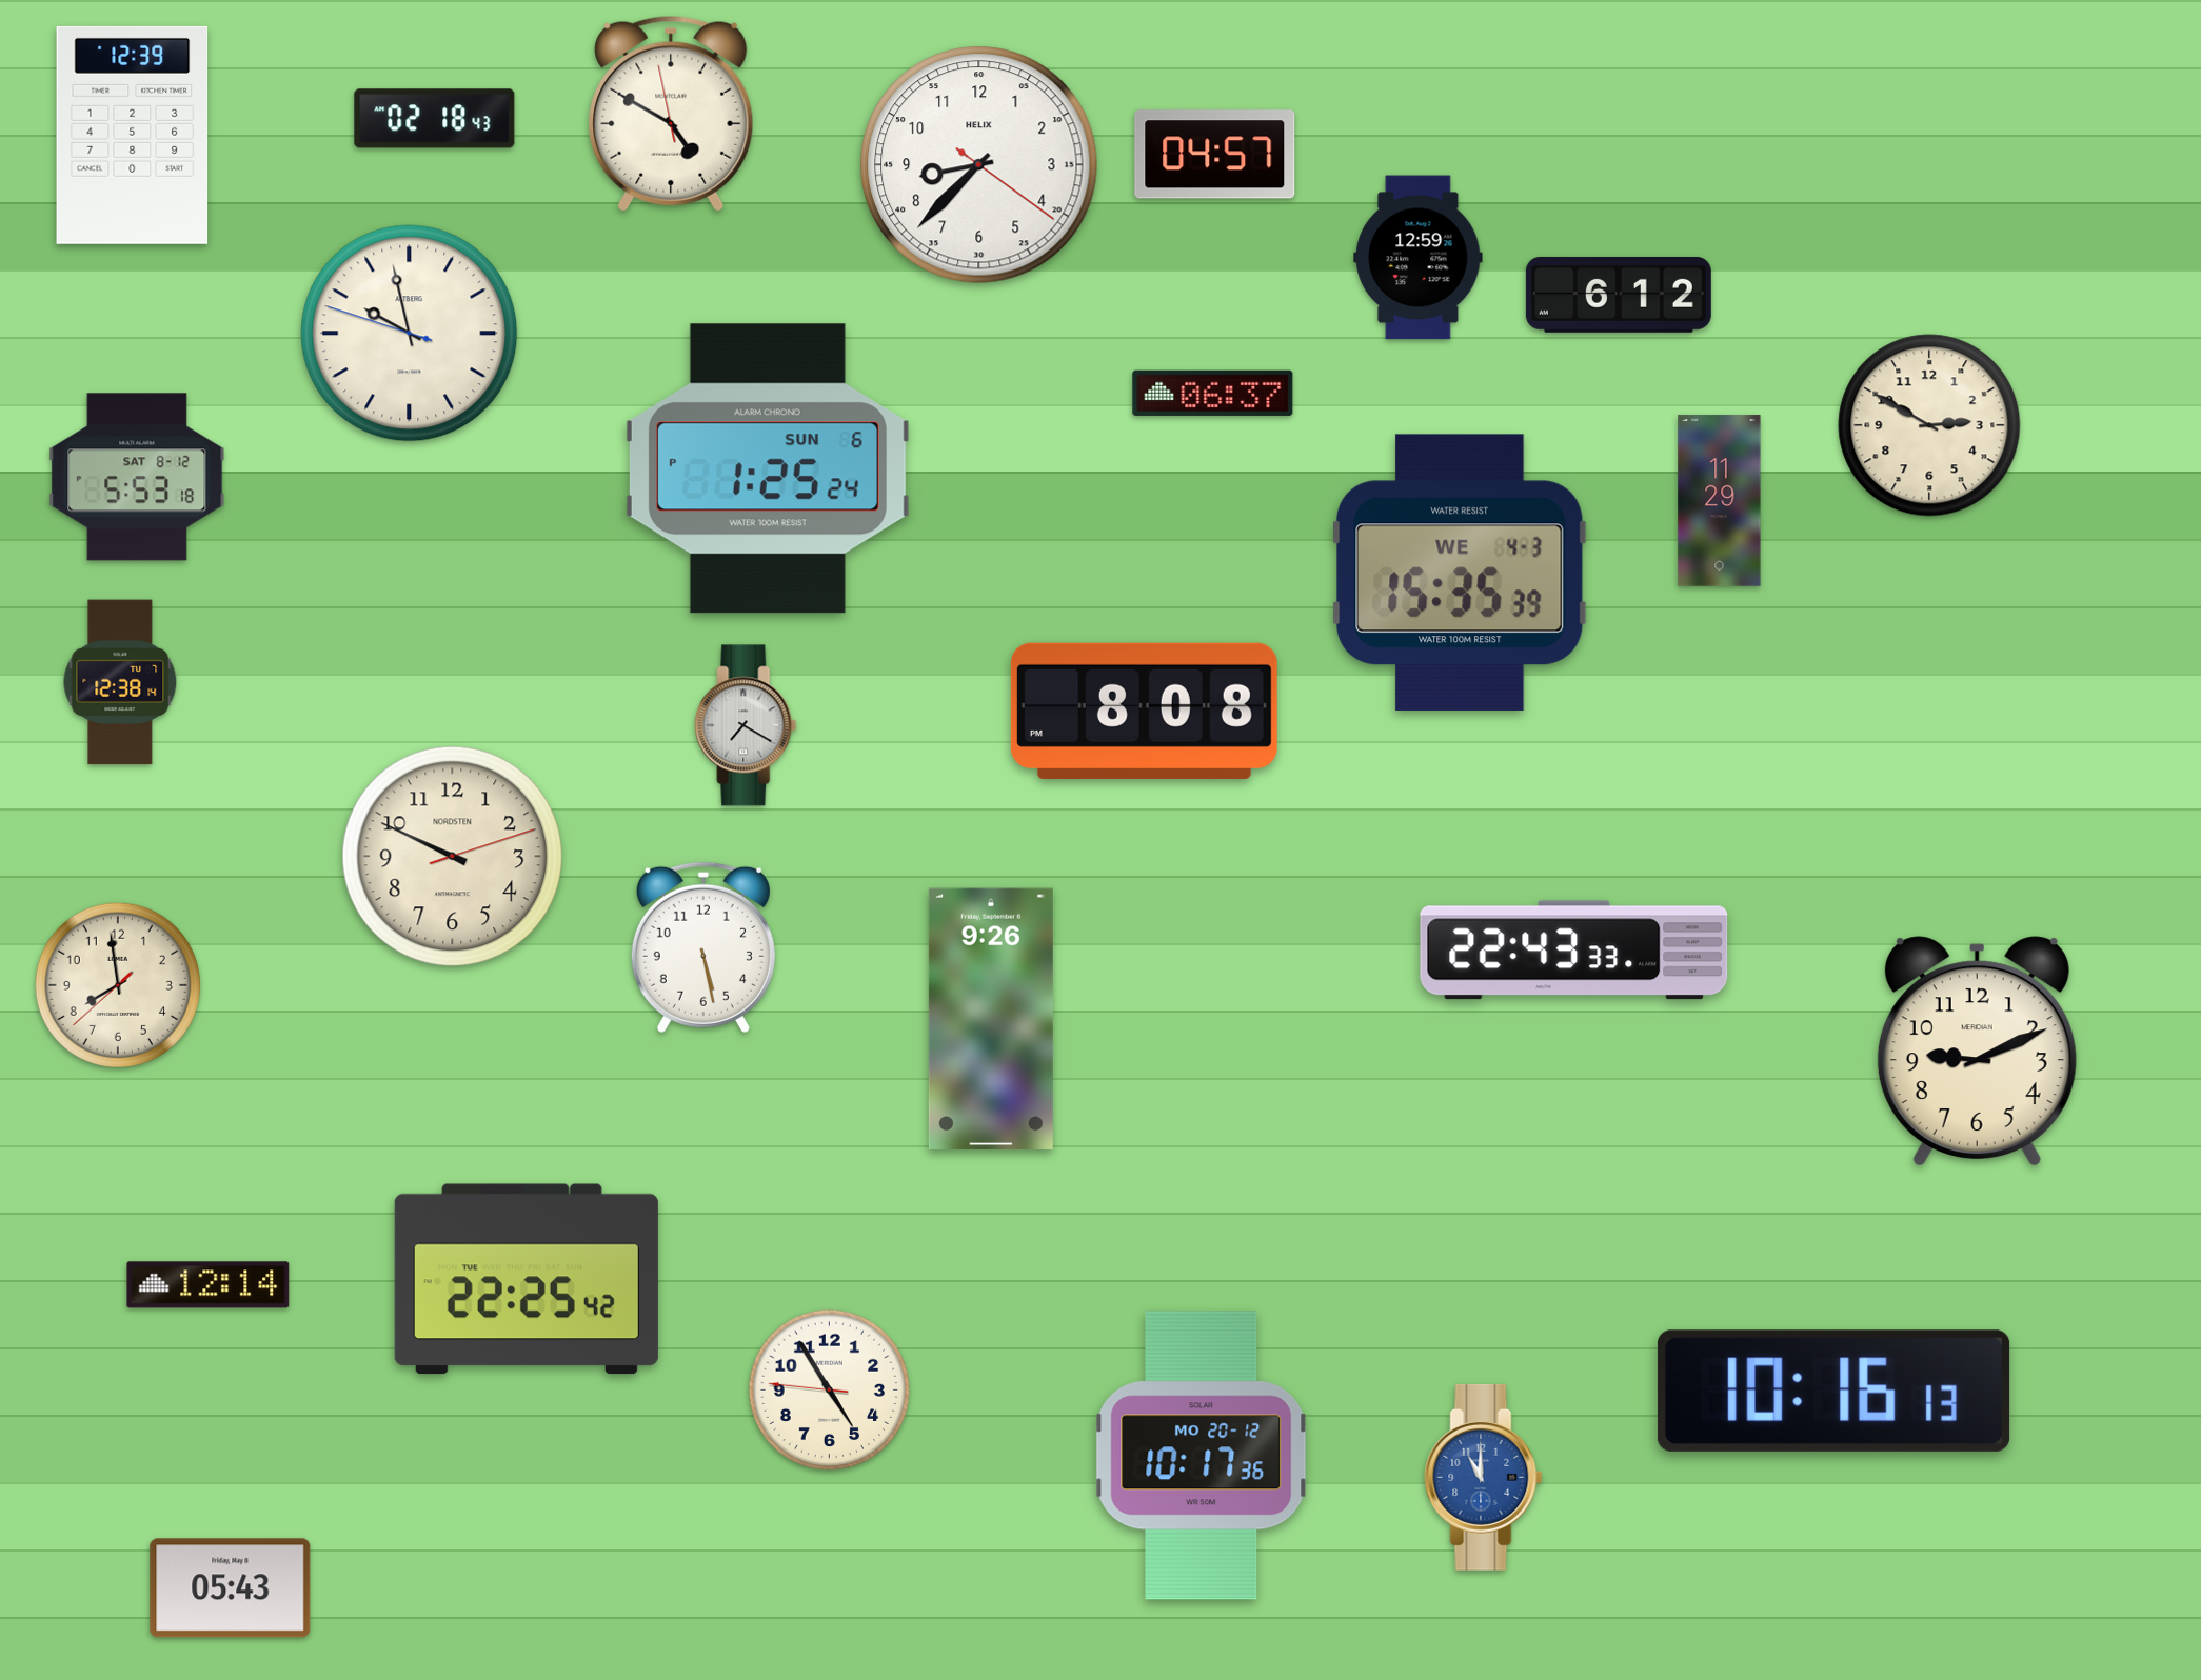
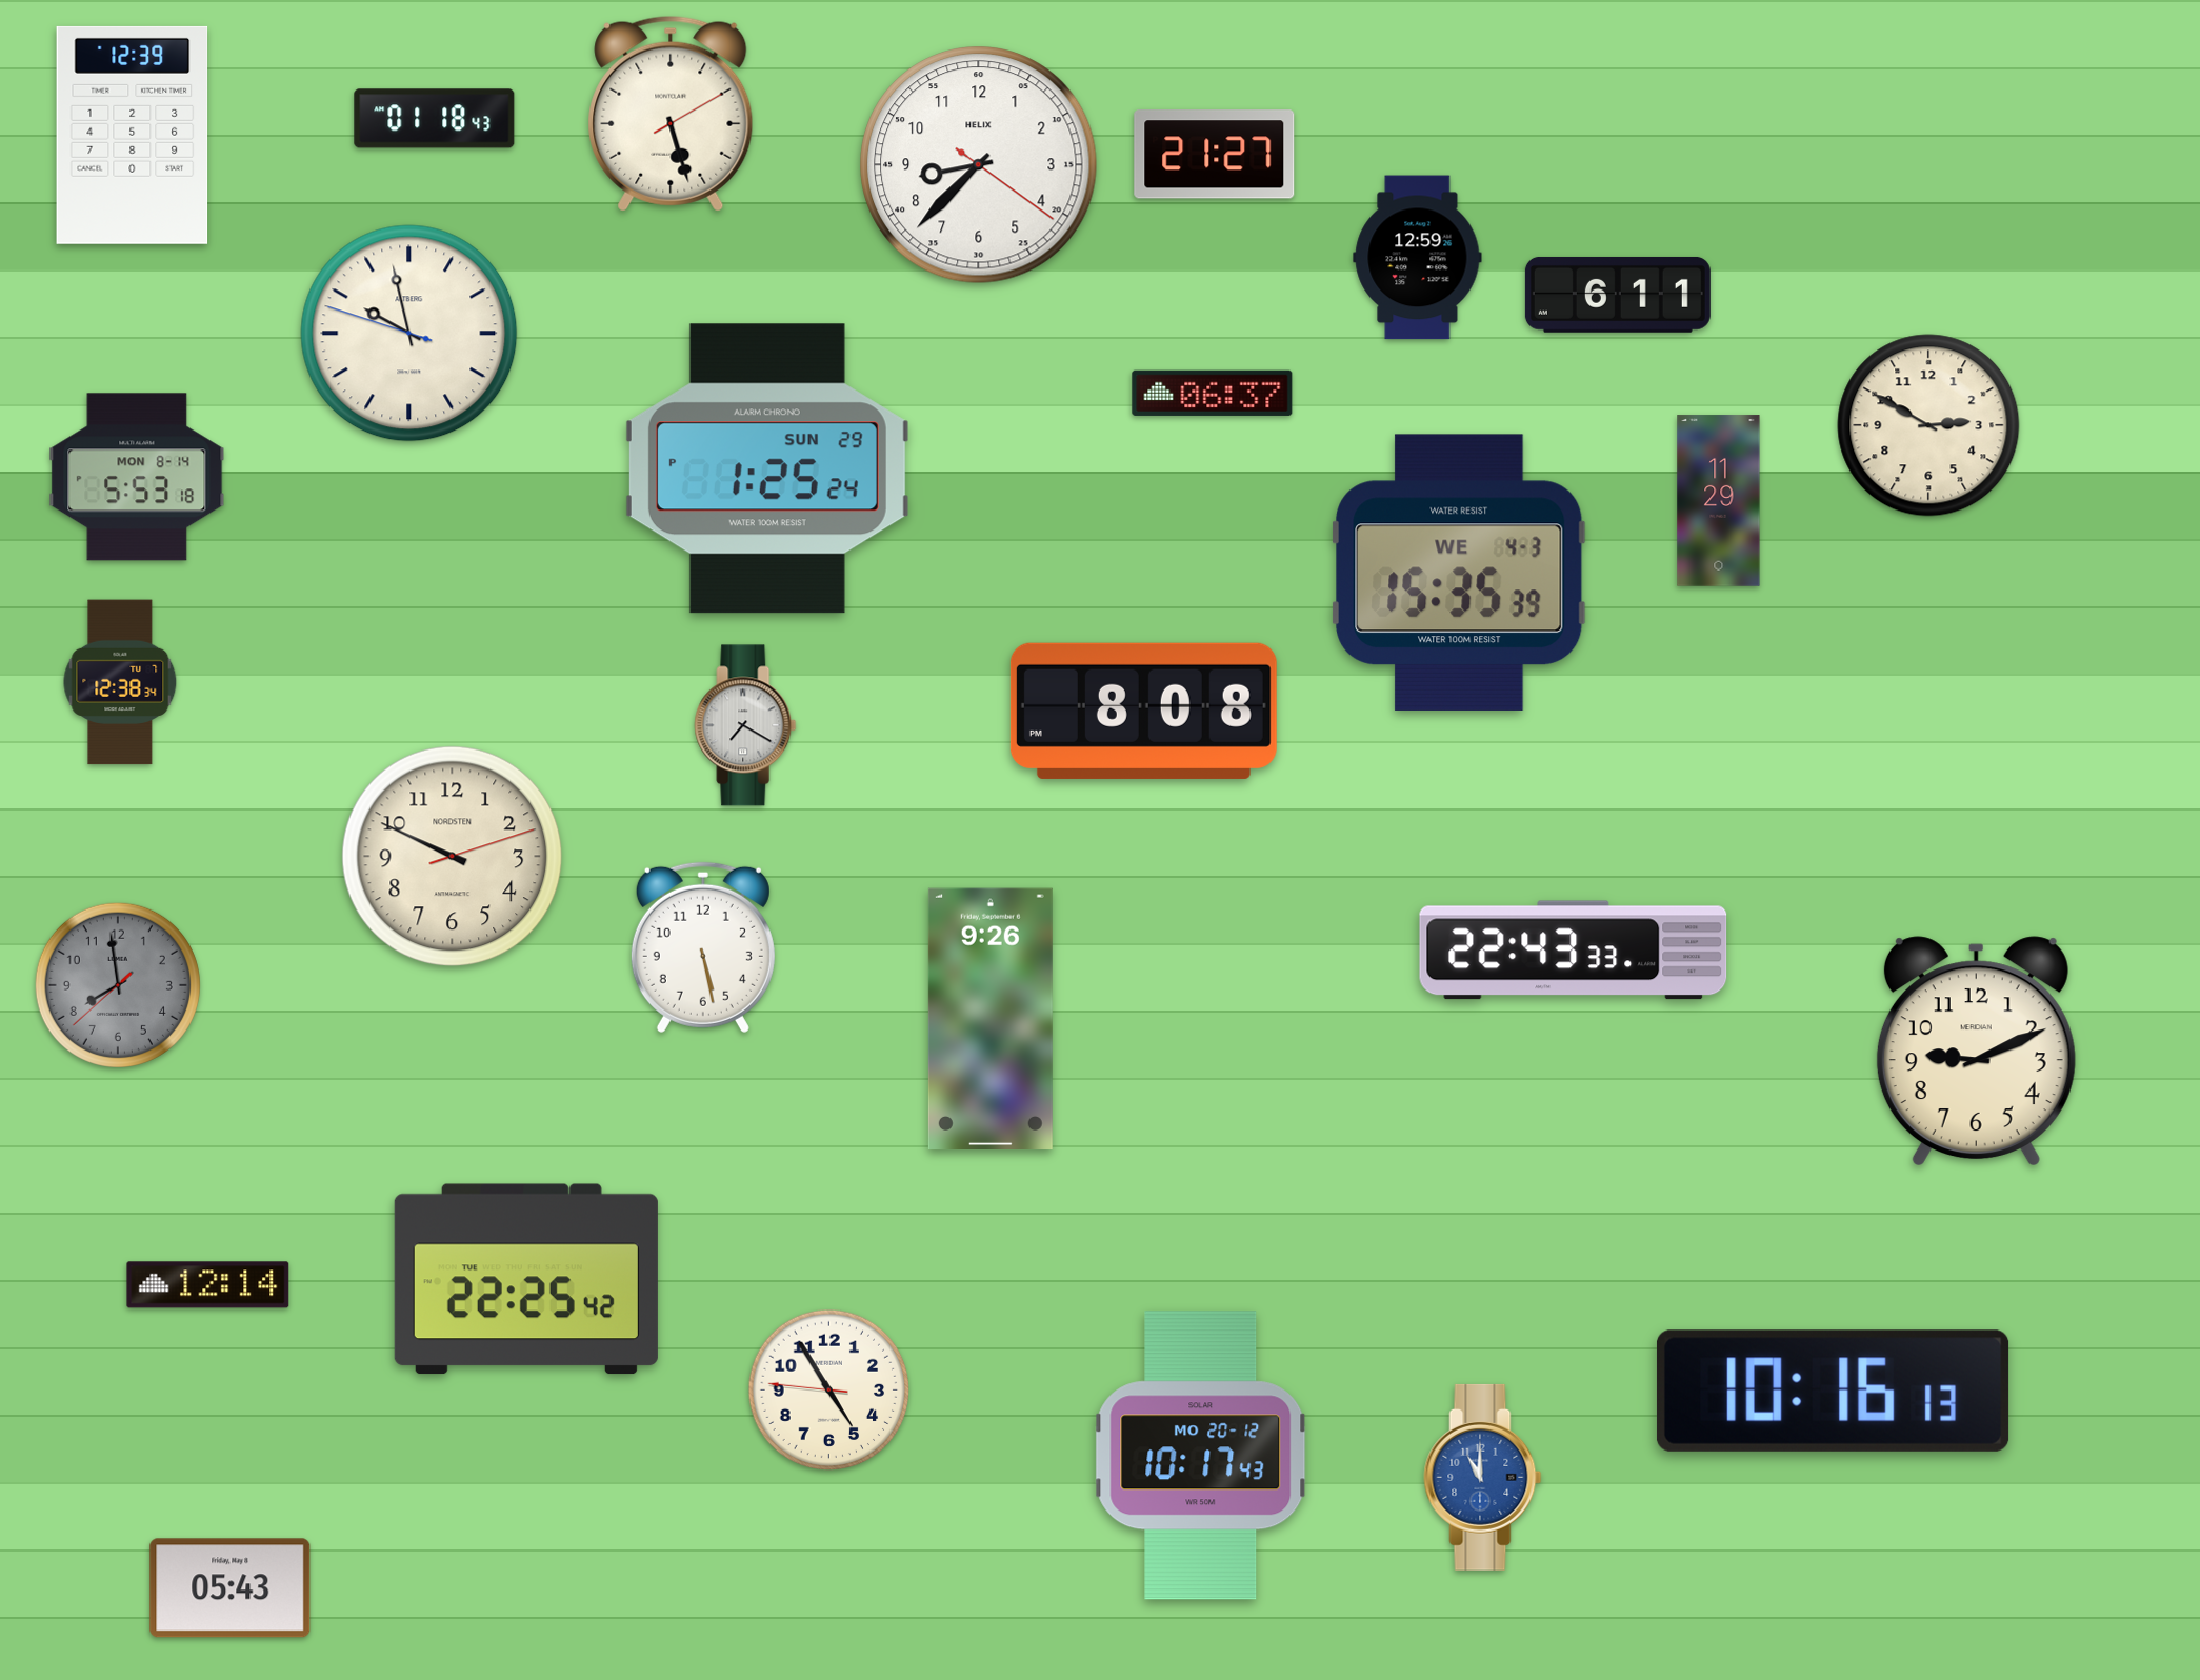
clock at (671, 114): 4:49 -> 5:27
clock at (435, 119): 02:18 -> 01:18
clock at (1215, 155): 04:57 -> 21:27
clock at (1619, 295): 6:12 -> 6:11
clock at (768, 468) date: SUN 6 -> SUN 29
clock at (137, 477) date: SAT 8-12 -> MON 8-14
clock at (120, 682): 12:38:14 -> 12:38:34
clock at (118, 985) dial: cream -> grey
clock at (1202, 1456): 10:17:36 -> 10:17:43
